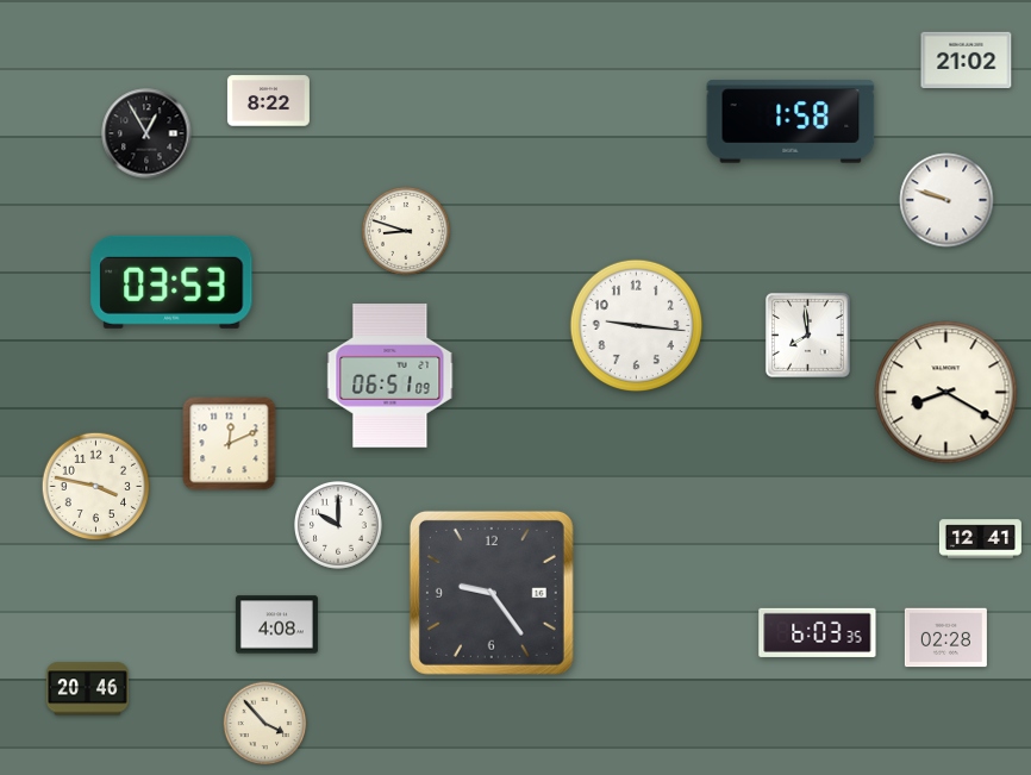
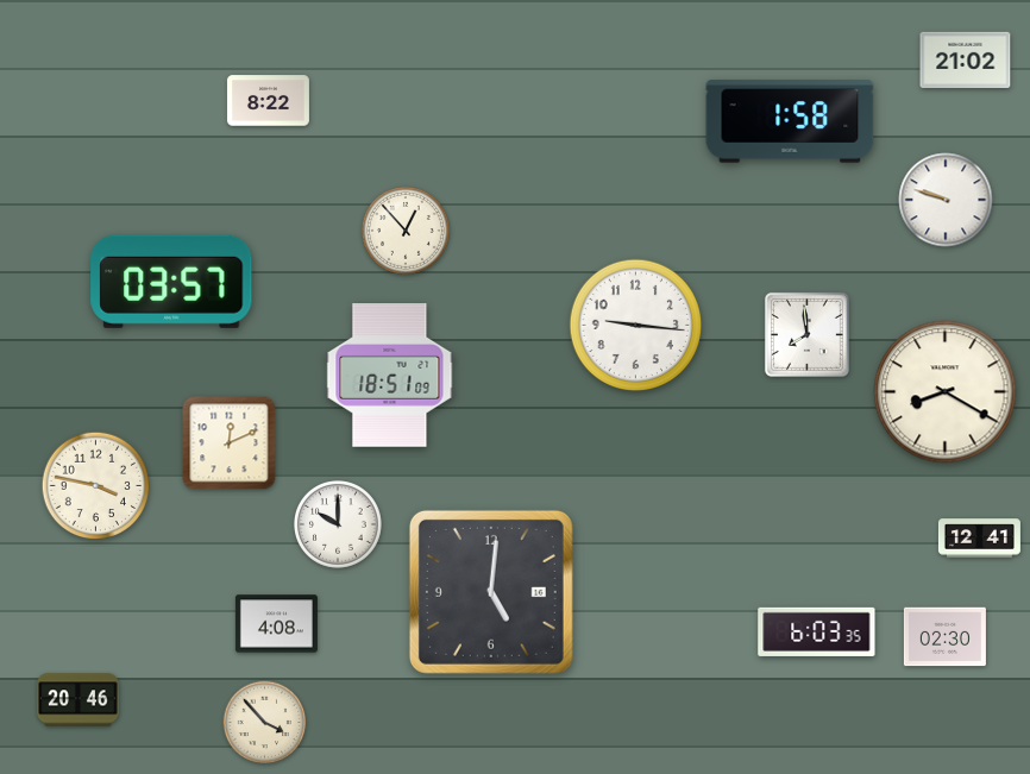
clock at (146, 133): 12:55 -> none
clock at (407, 232): 8:48 -> 12:53
clock at (171, 282): 03:53 -> 03:57
clock at (390, 376): 06:51 -> 18:51
clock at (492, 593): 9:24 -> 5:01
clock at (945, 638): 02:28 -> 02:30
clock at (87, 689) position: (87, 689) -> (77, 700)
